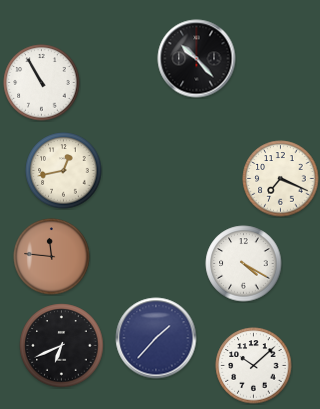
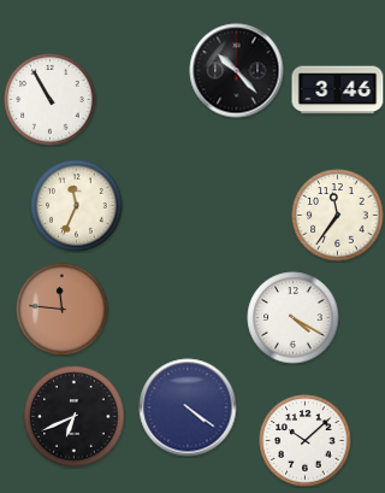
clock at (338, 90): none -> 3:46
clock at (64, 171): 12:43 -> 11:34
clock at (281, 179): 7:19 -> 11:36
clock at (156, 338): 1:37 -> 4:21
